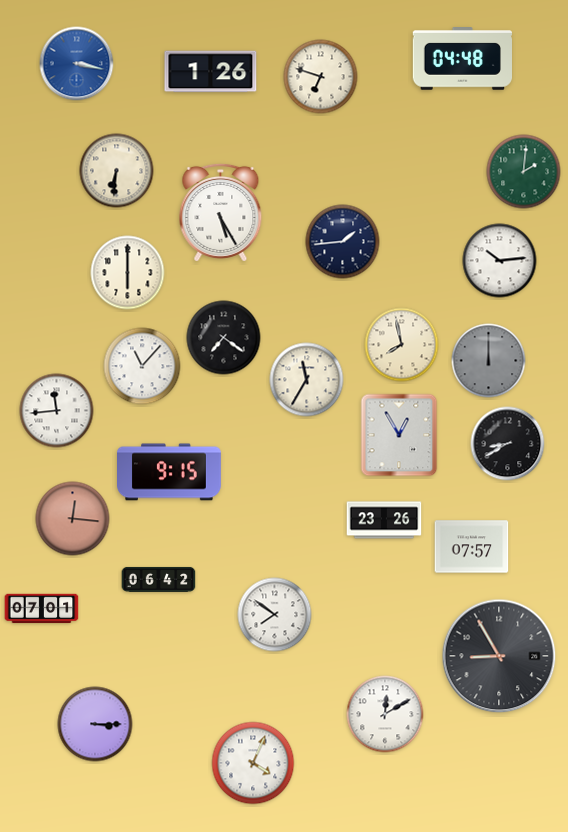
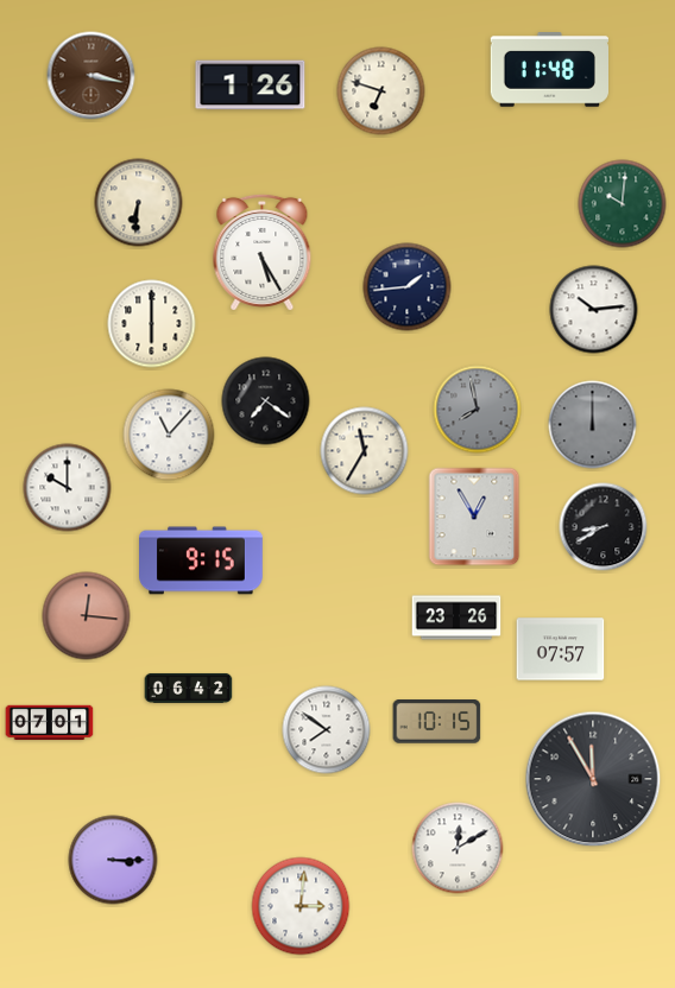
clock at (462, 59): 04:48 -> 11:48
clock at (77, 64) dial: blue -> brown
clock at (524, 172): 2:01 -> 10:01
clock at (402, 345) dial: cream -> grey
clock at (489, 361) position: (489, 361) -> (593, 425)
clock at (57, 411): 11:44 -> 10:00
clock at (437, 722): none -> 10:15
clock at (499, 656): 8:55 -> 11:55
clock at (253, 763): 4:04 -> 3:01
